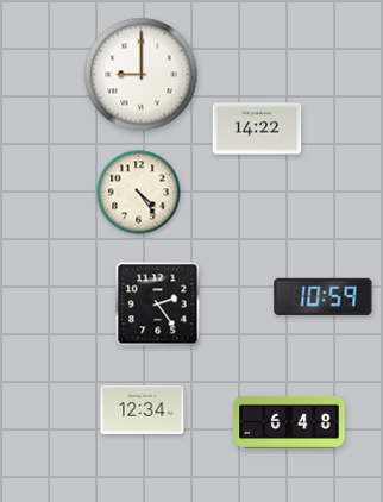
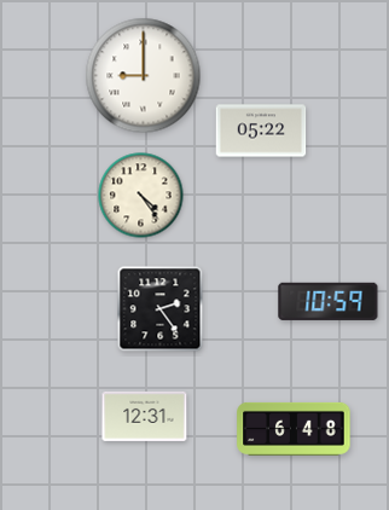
clock at (257, 128): 14:22 -> 05:22
clock at (143, 409): 12:34 -> 12:31
